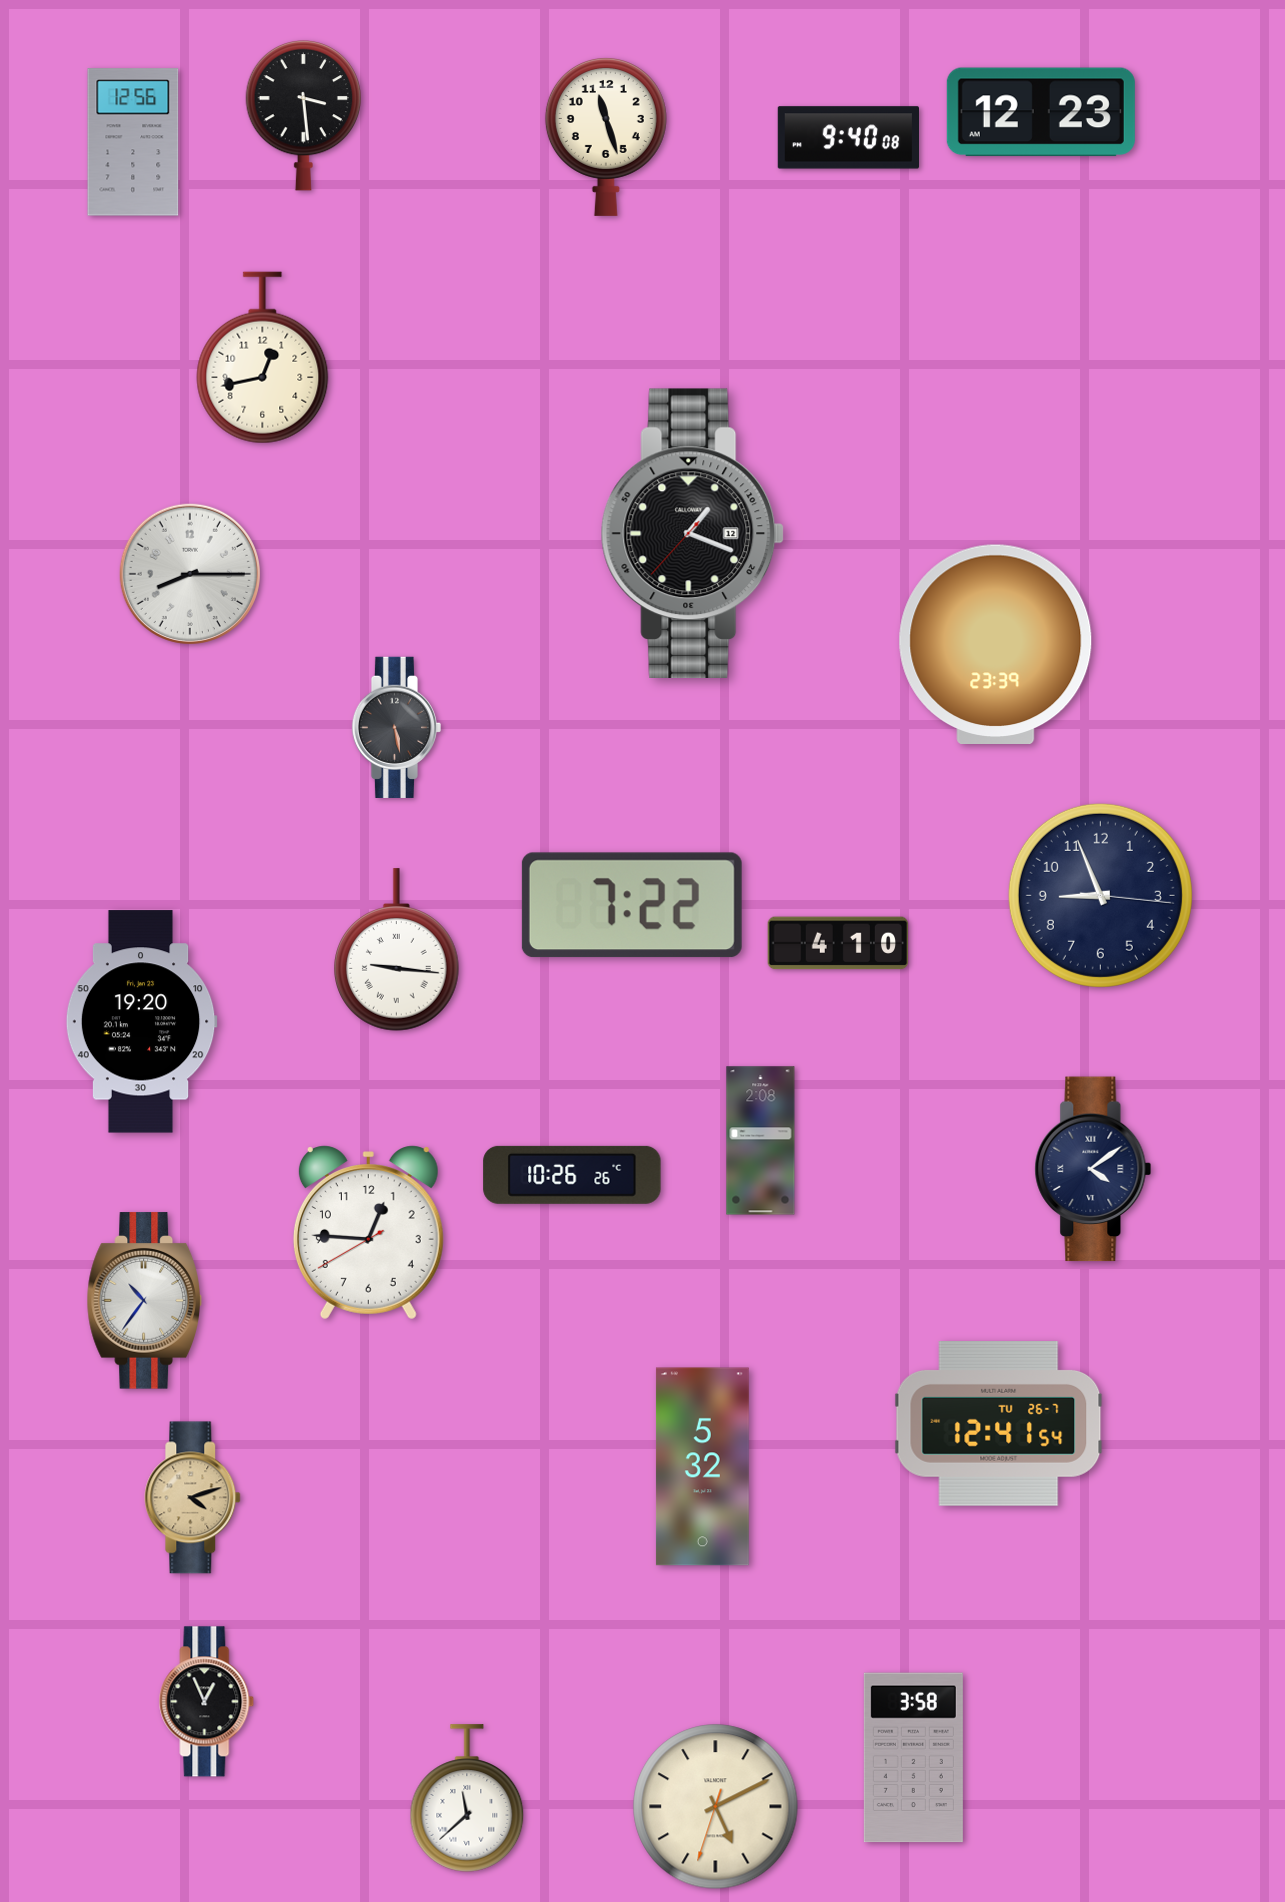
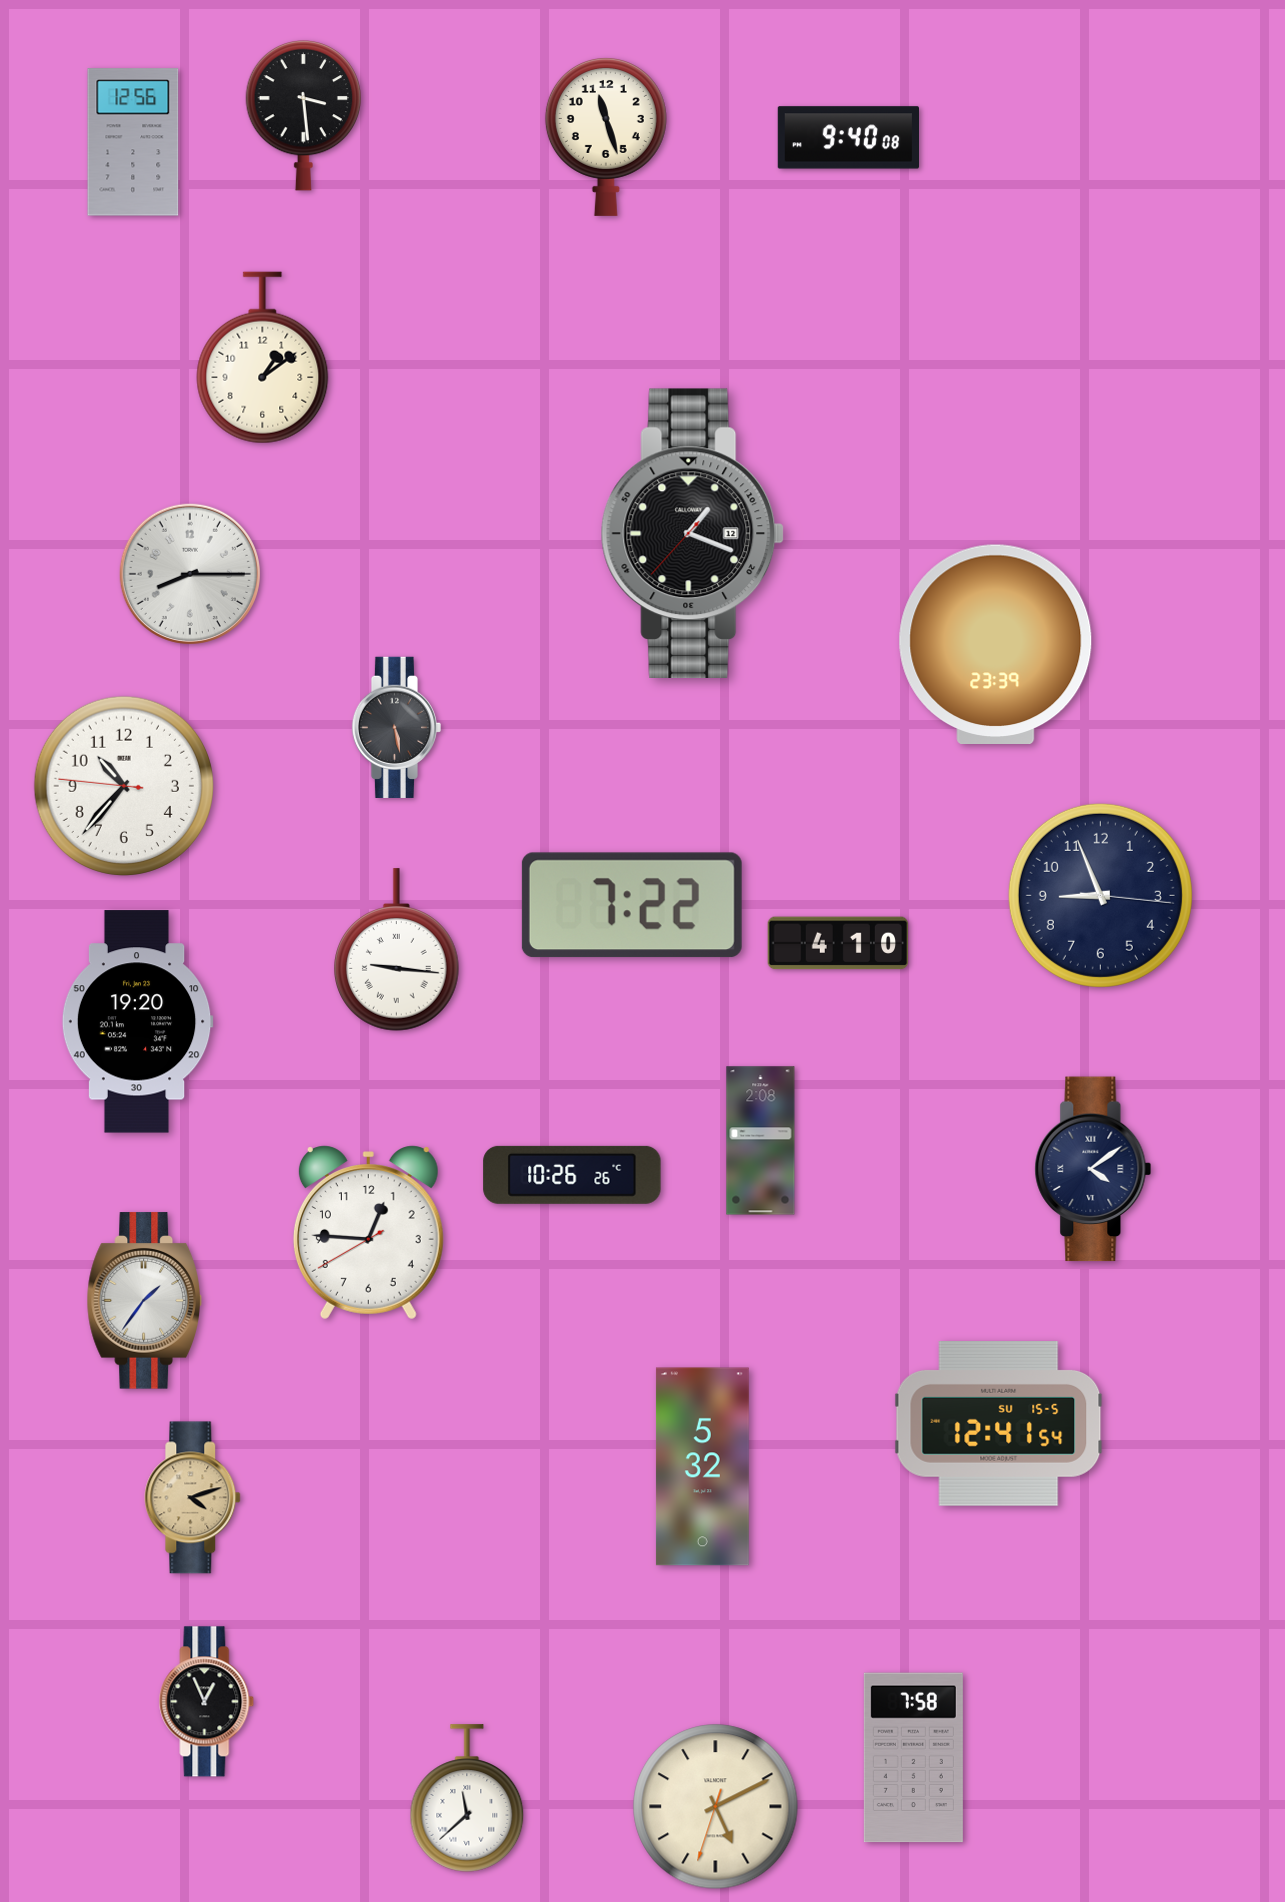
clock at (1041, 112): 12:23 -> none
clock at (263, 358): 12:43 -> 1:09
clock at (124, 786): none -> 10:36
clock at (141, 1022) position: (141, 1022) -> (137, 1022)
clock at (144, 1301): 10:36 -> 1:36
clock at (999, 1424) date: TU 26-7 -> SU 15-5
clock at (913, 1758): 3:58 -> 7:58
